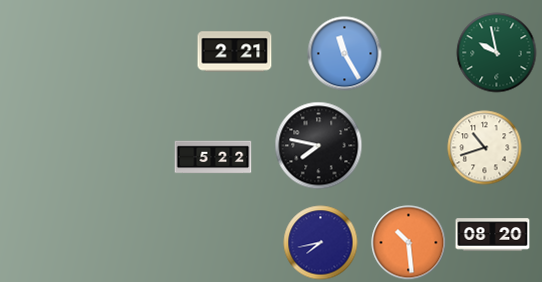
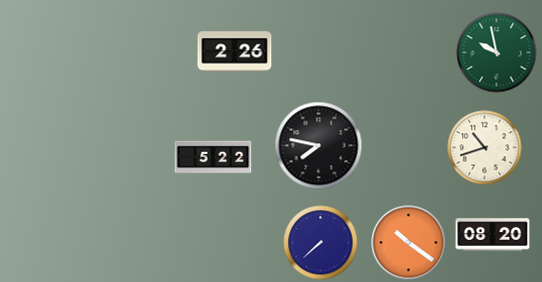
clock at (235, 52): 2:21 -> 2:26
clock at (345, 54): 11:25 -> none
clock at (321, 243): 7:43 -> 7:38
clock at (409, 243): 10:29 -> 10:21
